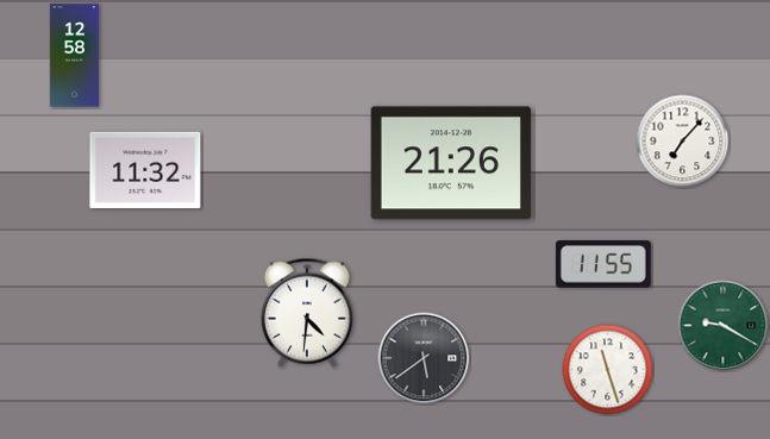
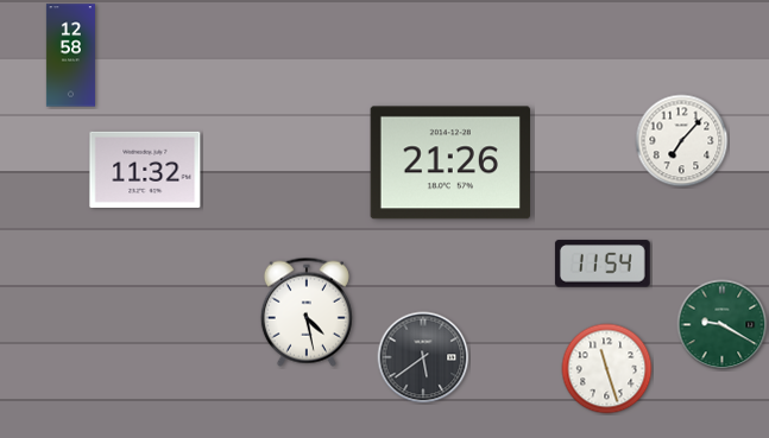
clock at (74, 56) position: (74, 56) -> (70, 56)
clock at (603, 264): 11:55 -> 11:54
clock at (307, 313): 4:31 -> 4:28
